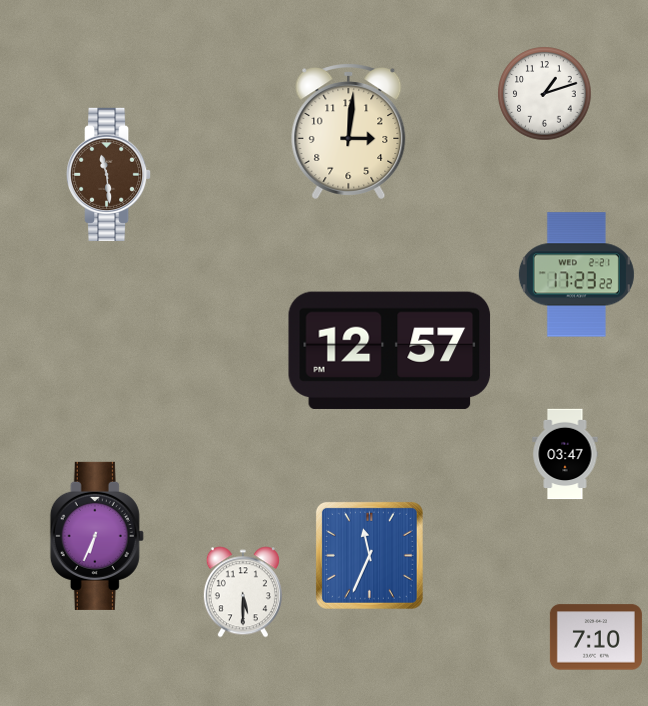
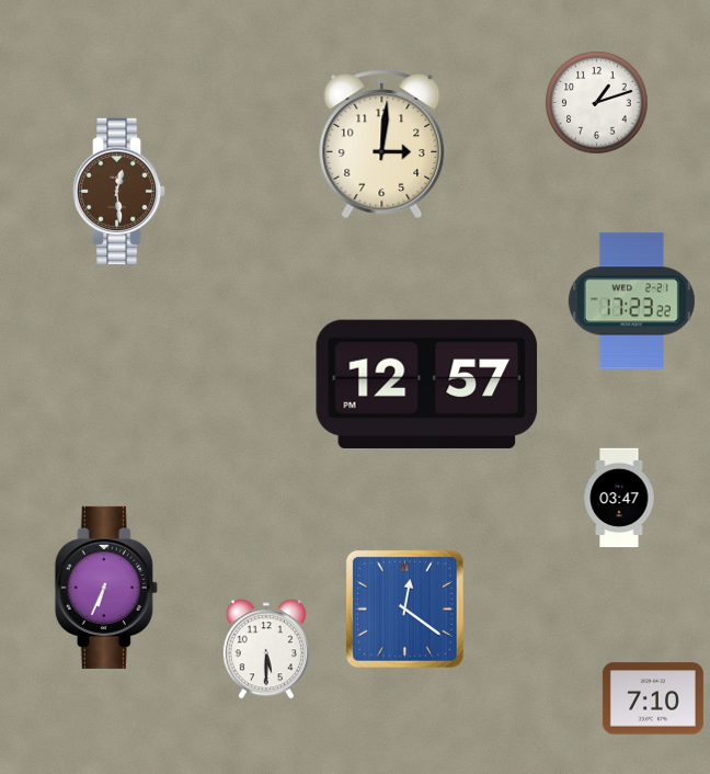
clock at (110, 174): 11:29 -> 12:29
clock at (369, 555): 11:34 -> 12:21
